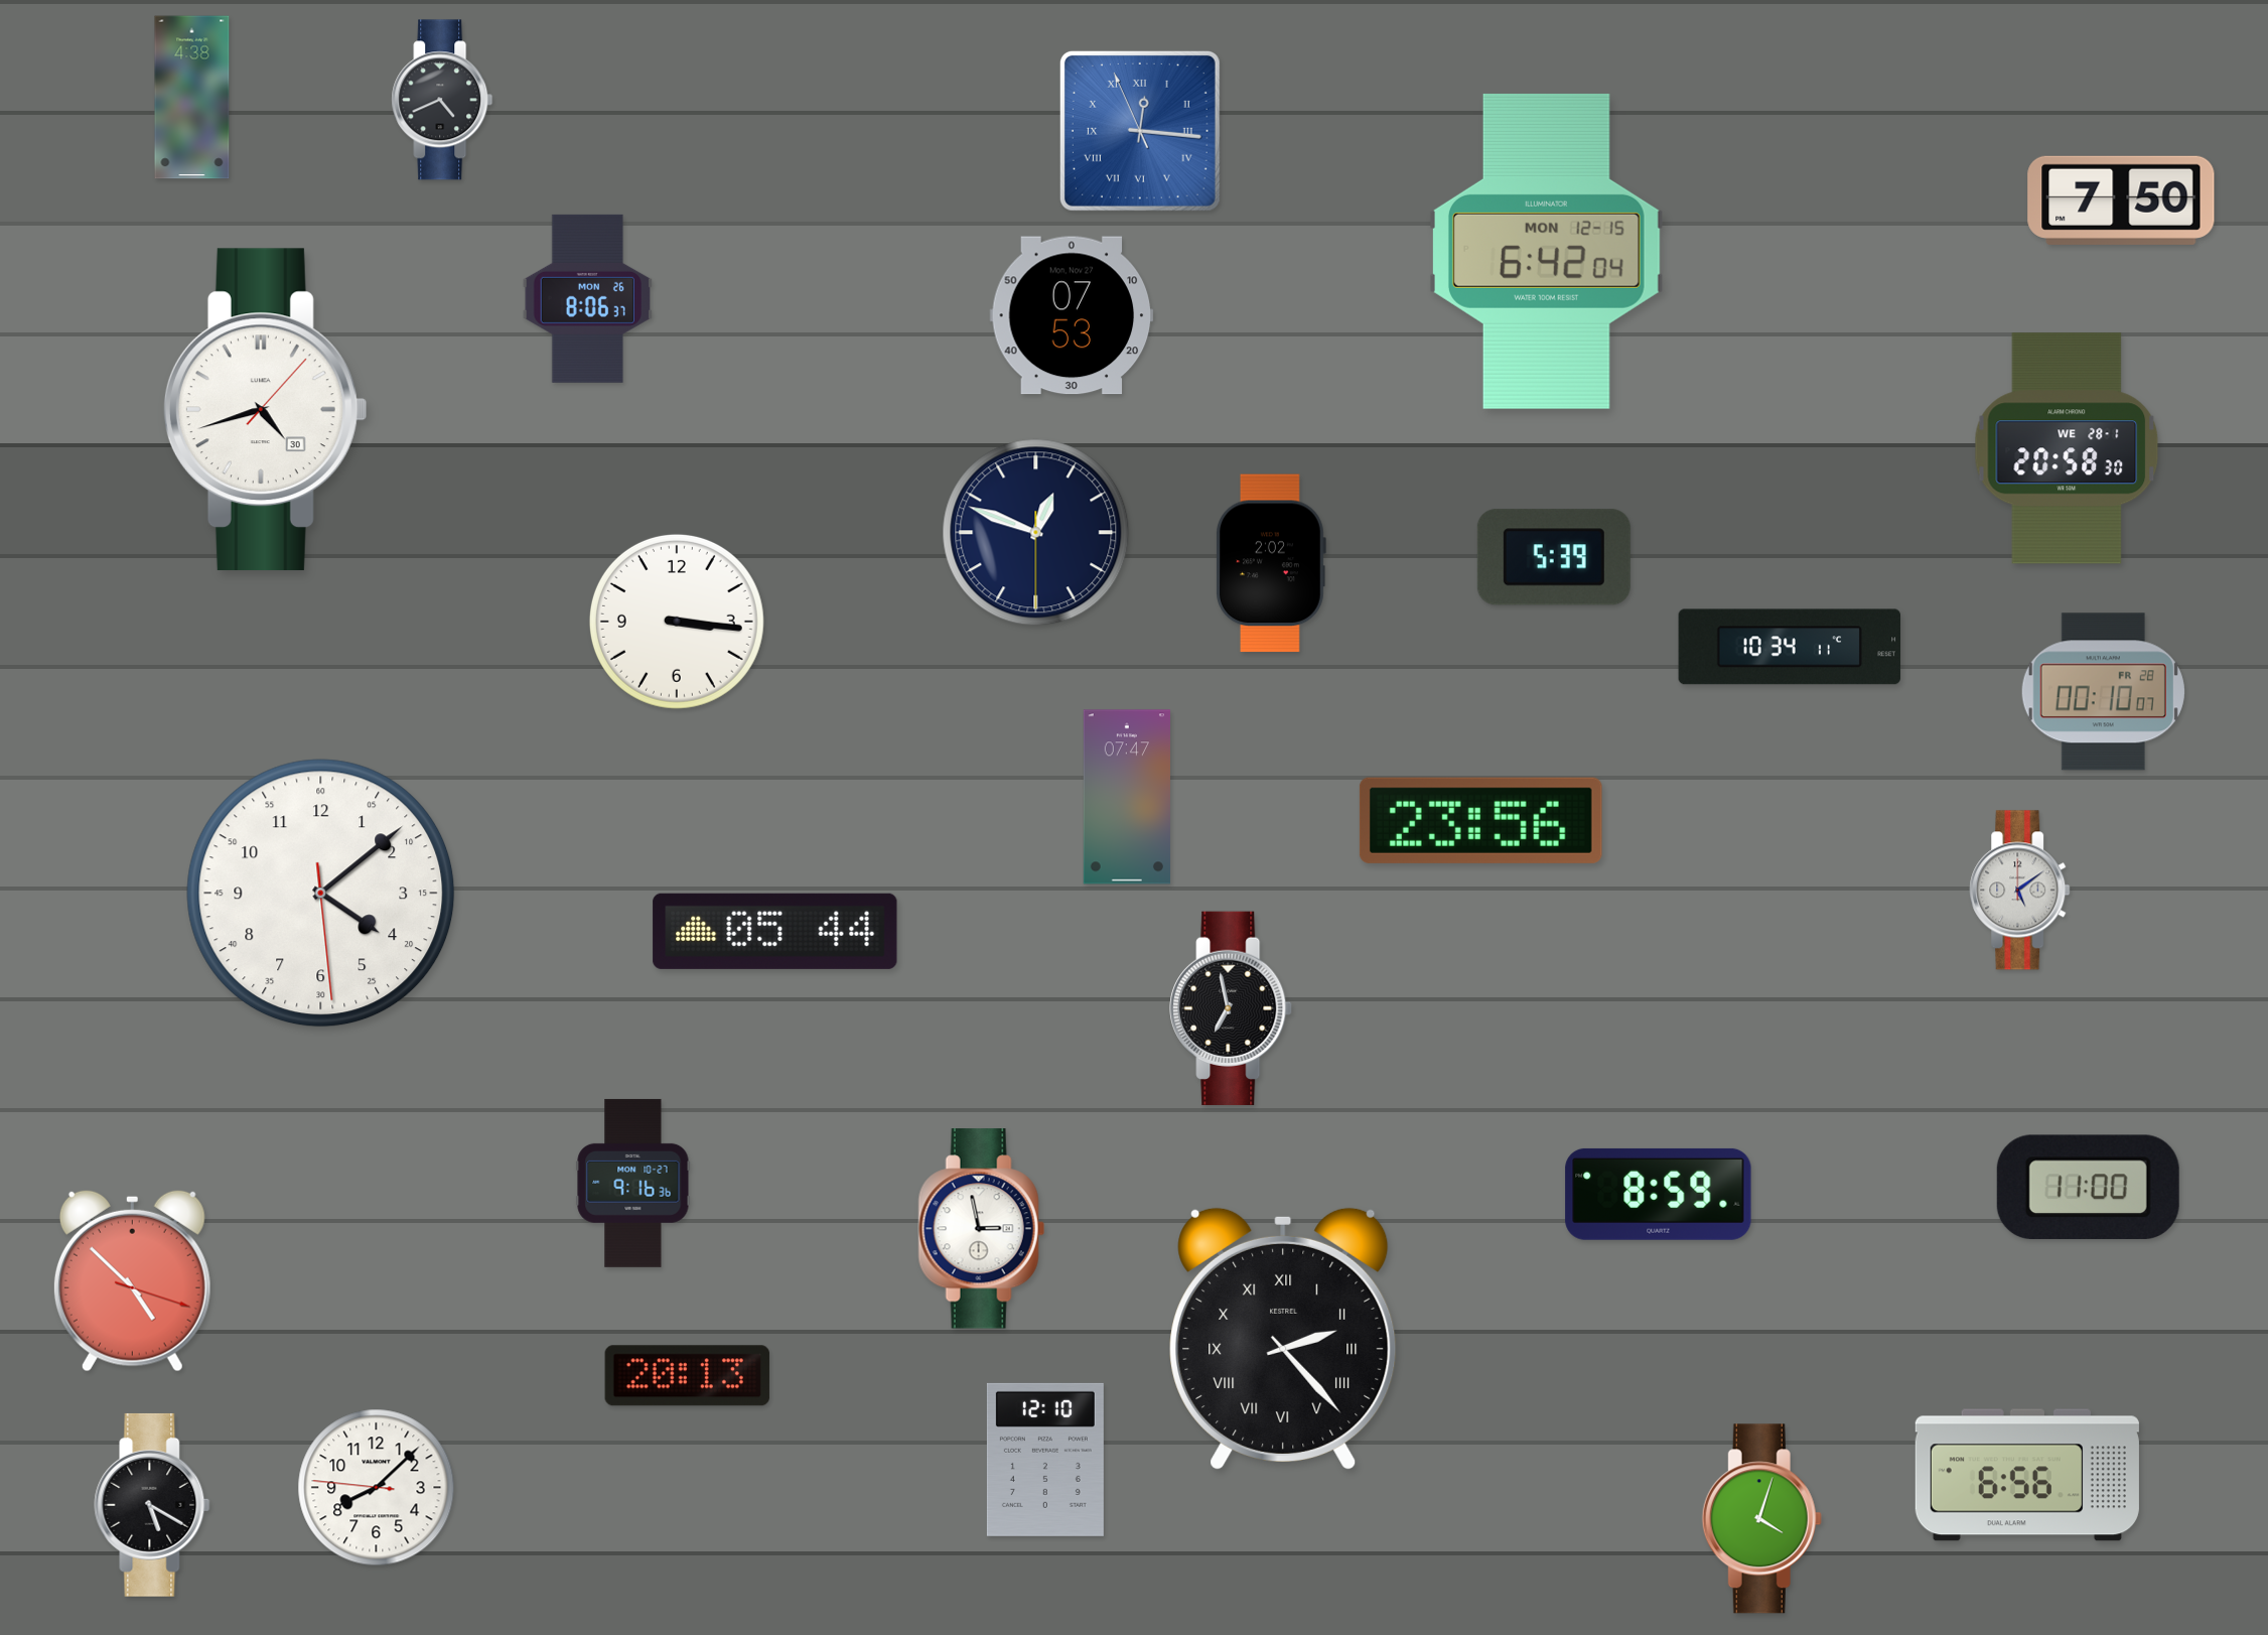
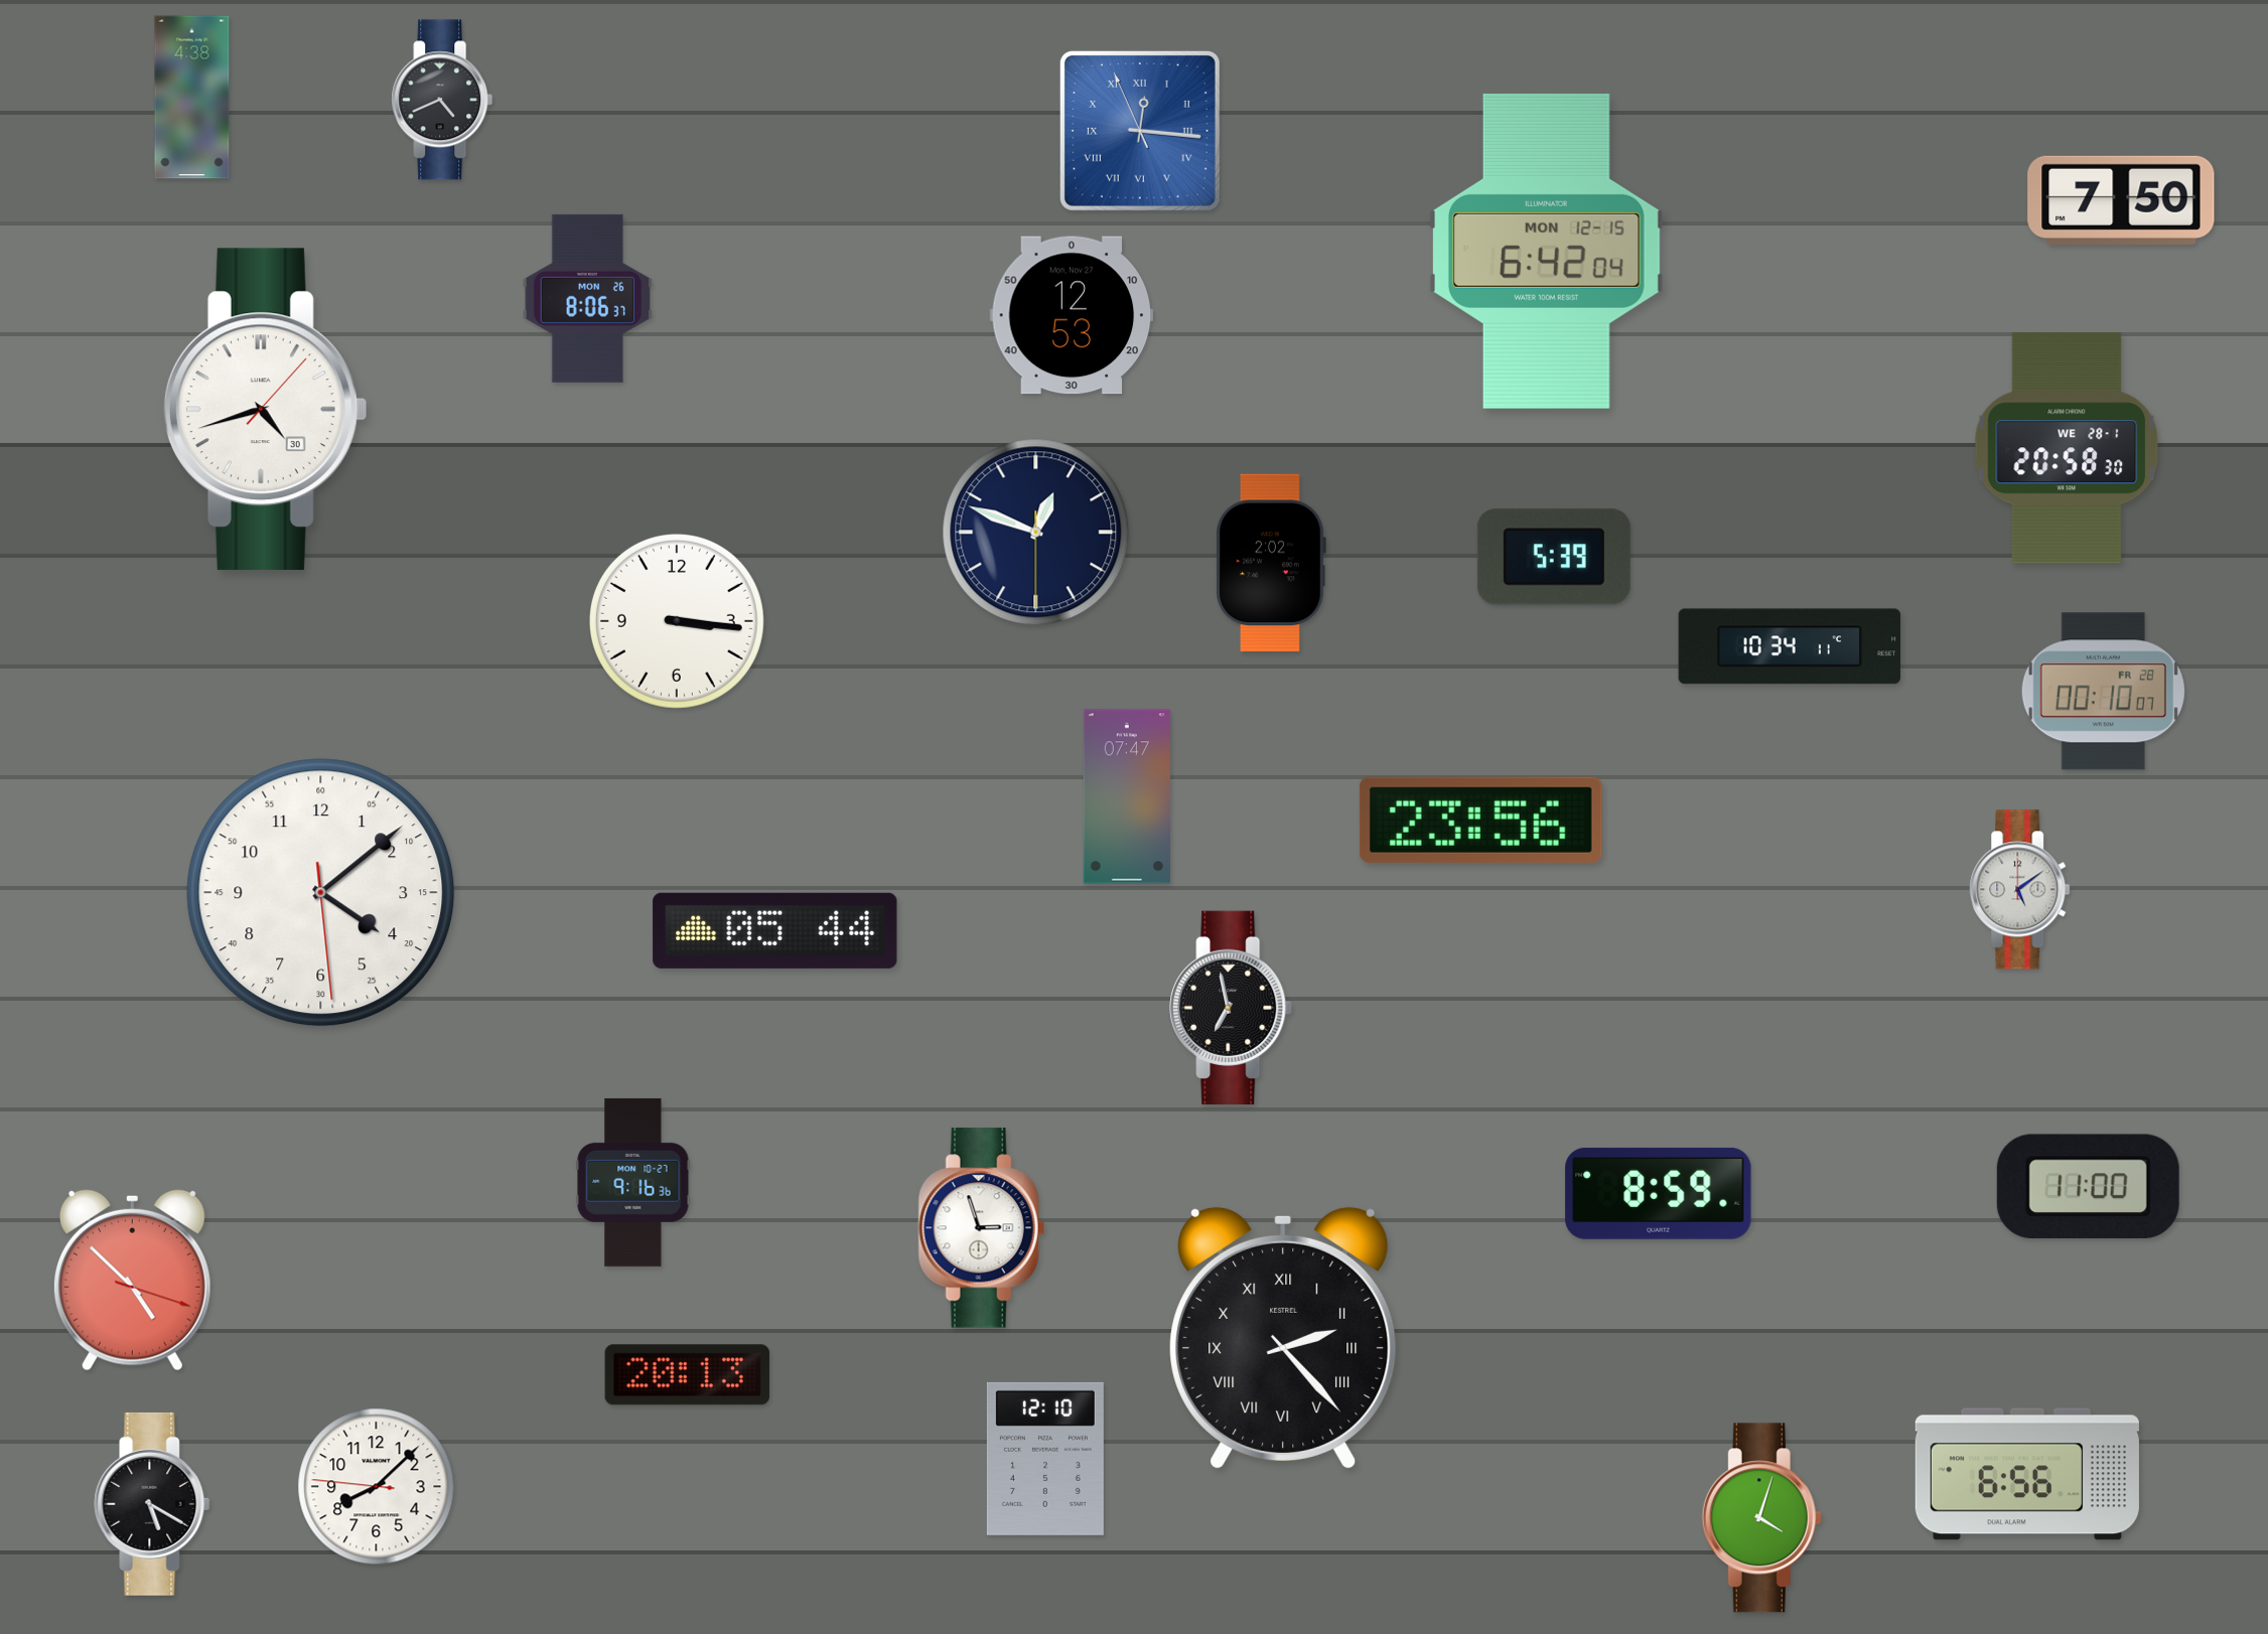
clock at (1072, 315): 07:53 -> 12:53
clock at (981, 1229): 2:58 -> 2:57
